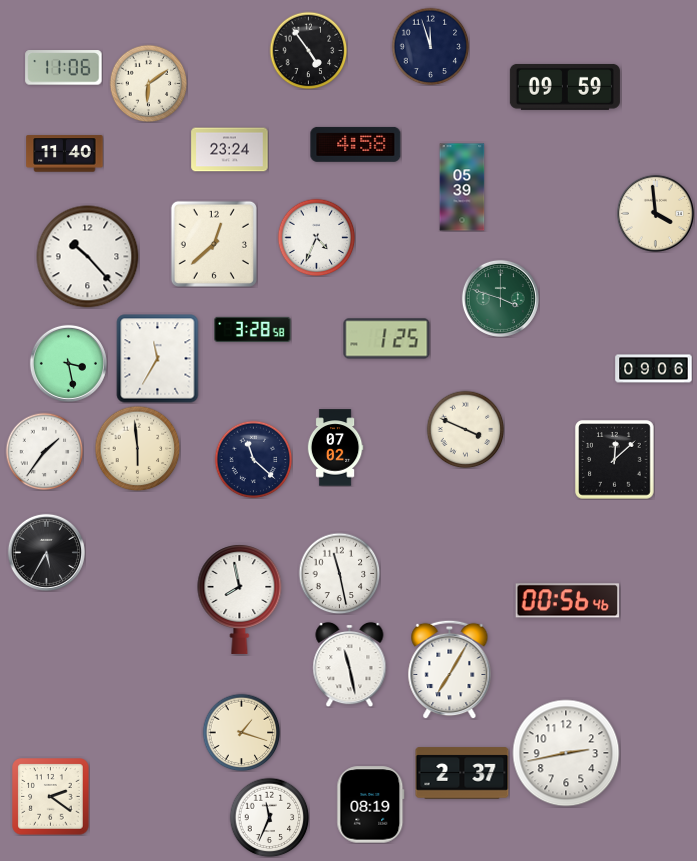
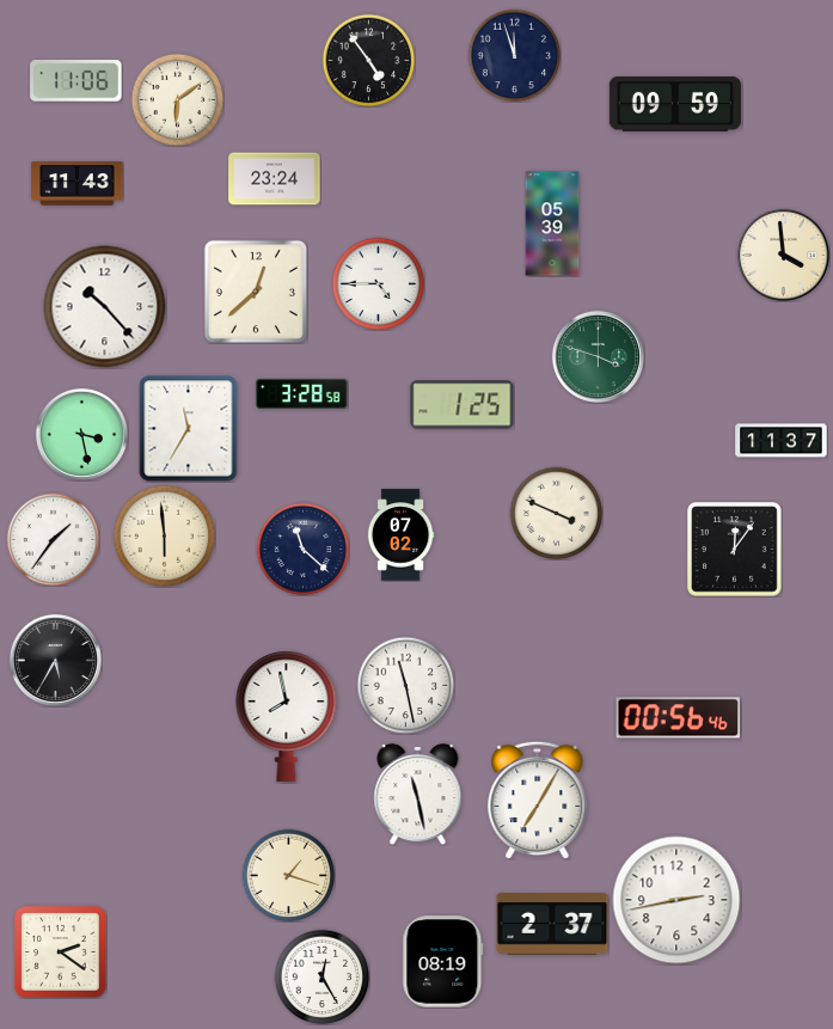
clock at (356, 144): 4:58 -> none
clock at (65, 154): 11:40 -> 11:43
clock at (316, 237): 4:34 -> 4:45
clock at (654, 369): 09:06 -> 11:37
clock at (615, 460): 12:08 -> 12:06
clock at (269, 817): 11:34 -> 12:25
